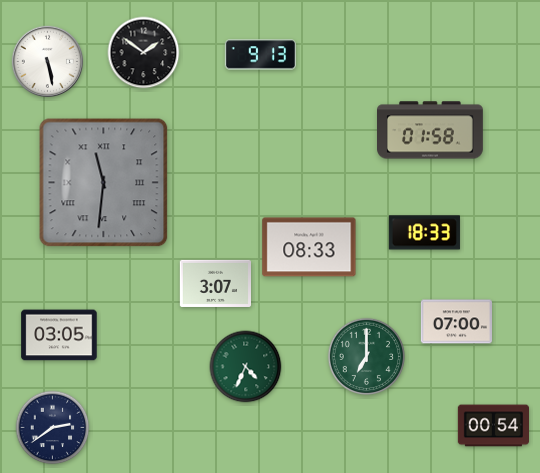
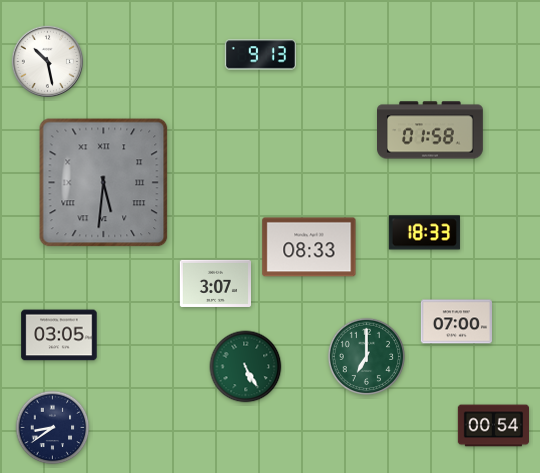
clock at (144, 53): 1:51 -> none
clock at (47, 61): 5:28 -> 10:28
clock at (104, 183): 11:31 -> 5:31
clock at (246, 367): 4:34 -> 5:25
clock at (53, 428): 2:39 -> 8:39
